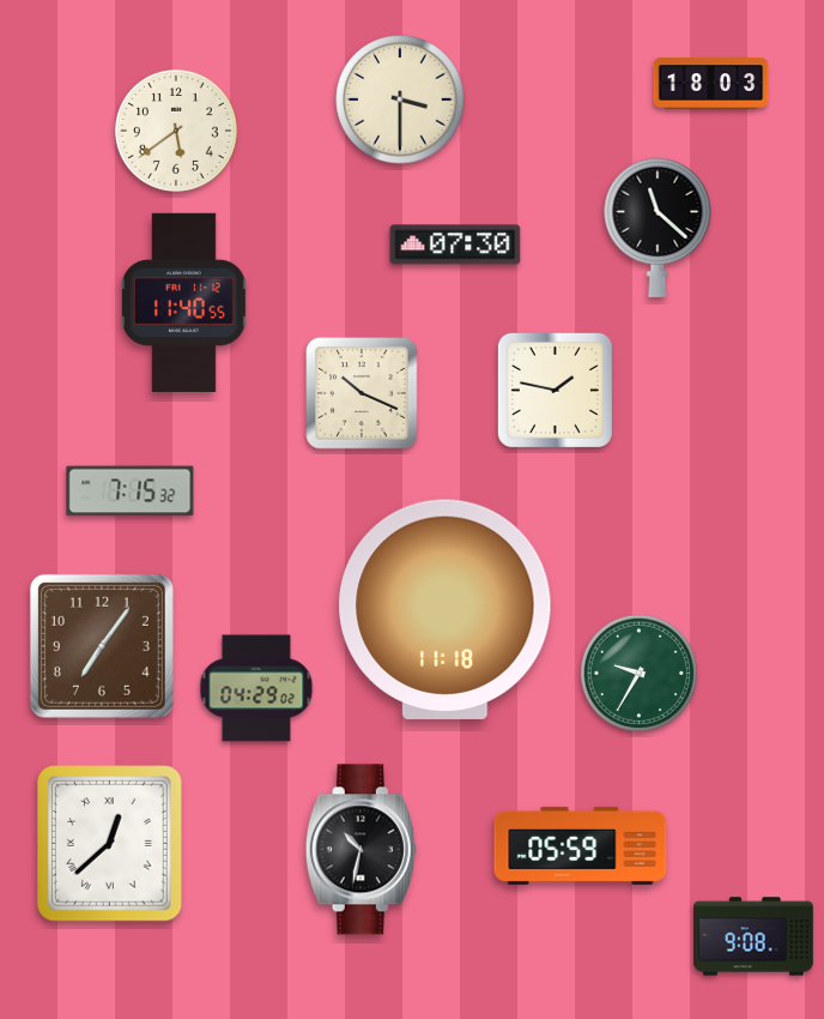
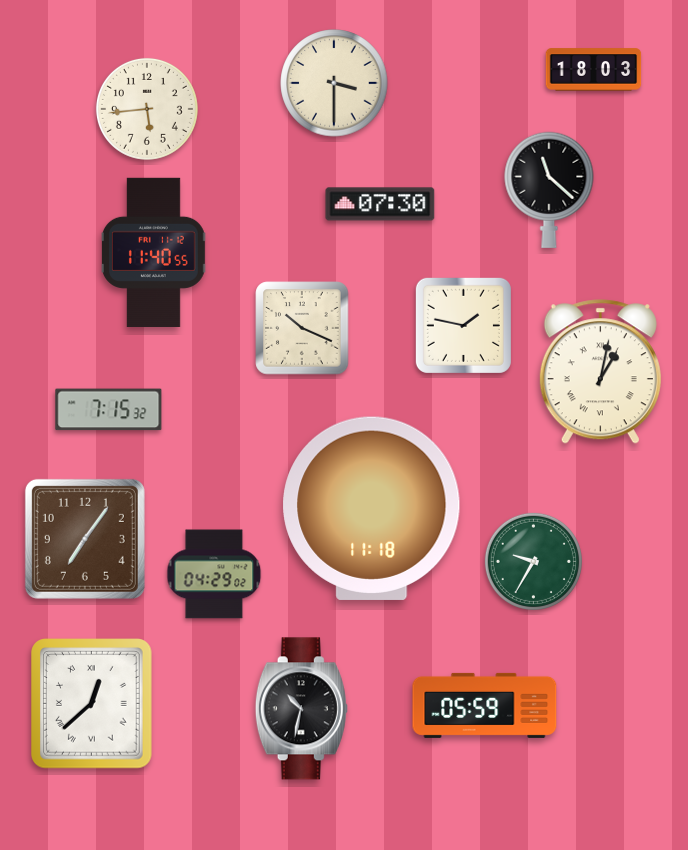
clock at (176, 131): 5:39 -> 5:44
clock at (600, 372): none -> 1:02
clock at (753, 936): 9:08 -> none
